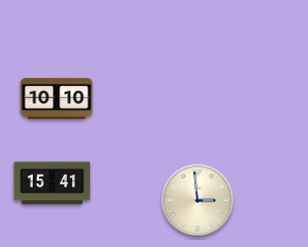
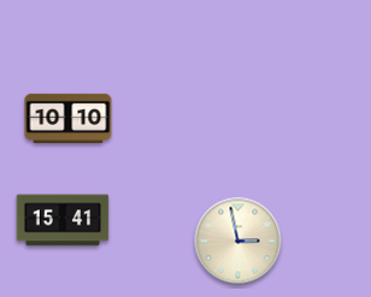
clock at (198, 201): 2:59 -> 2:58
